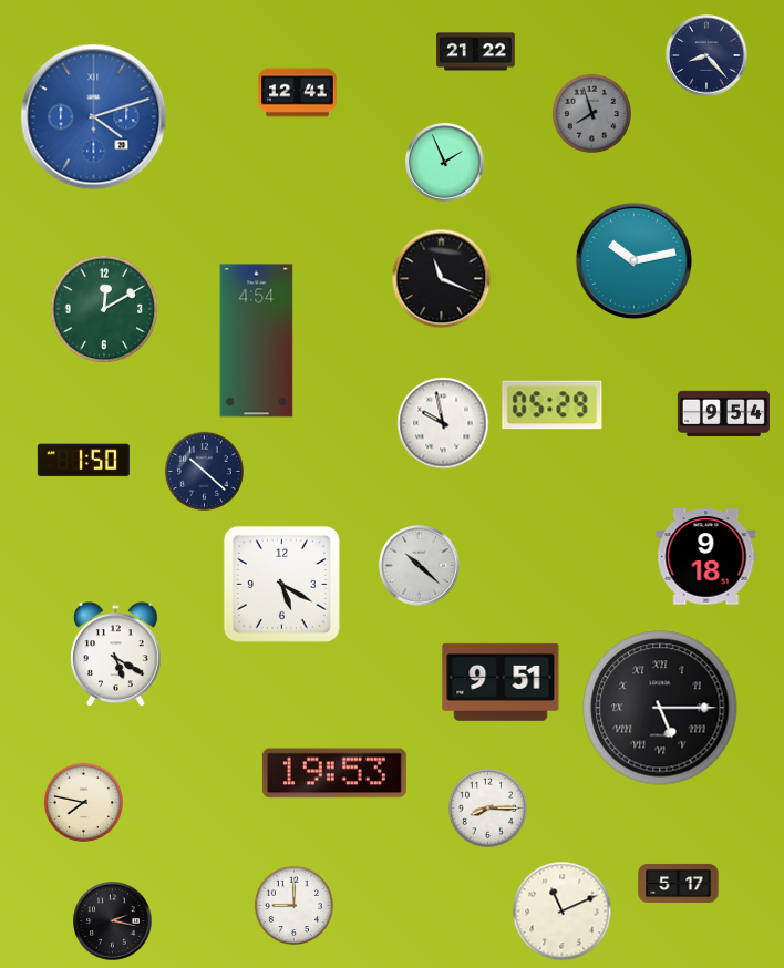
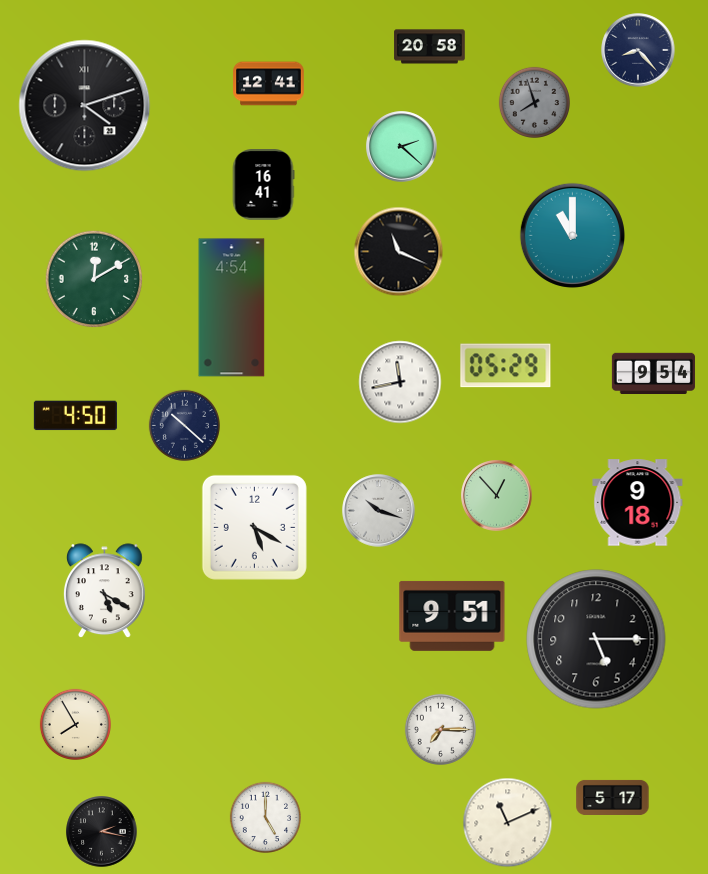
clock at (476, 52): 21:22 -> 20:58
clock at (94, 117) dial: blue -> black
clock at (445, 163): 1:56 -> 2:22
clock at (263, 185): none -> 16:41
clock at (633, 260): 10:13 -> 11:00
clock at (553, 405) position: (553, 405) -> (506, 366)
clock at (443, 423): 9:58 -> 11:43
clock at (83, 461): 1:50 -> 4:50
clock at (497, 496): none -> 12:53
clock at (420, 566): 10:22 -> 10:18
clock at (660, 708) numerals: Roman -> Arabic
clock at (334, 773): 19:53 -> none
clock at (83, 802): 7:47 -> 7:55
clock at (487, 807): 8:15 -> 7:15
clock at (293, 905): 9:00 -> 5:00
